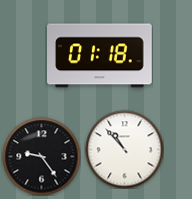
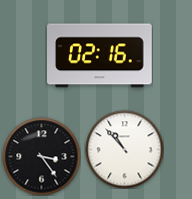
clock at (100, 56): 01:18 -> 02:16
clock at (41, 156): 9:24 -> 3:24
